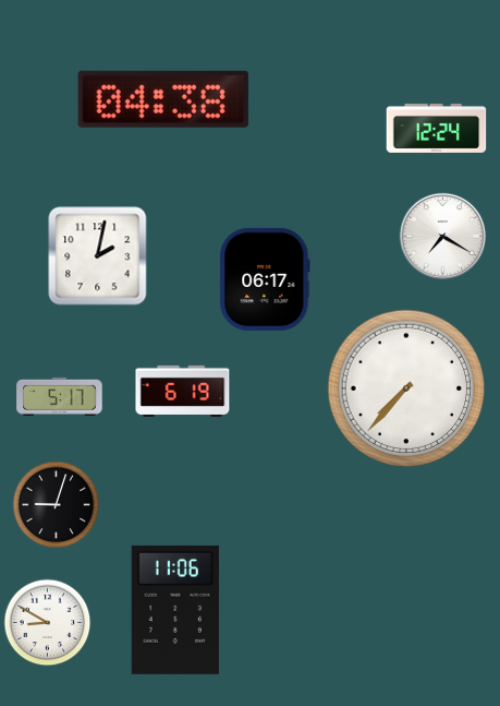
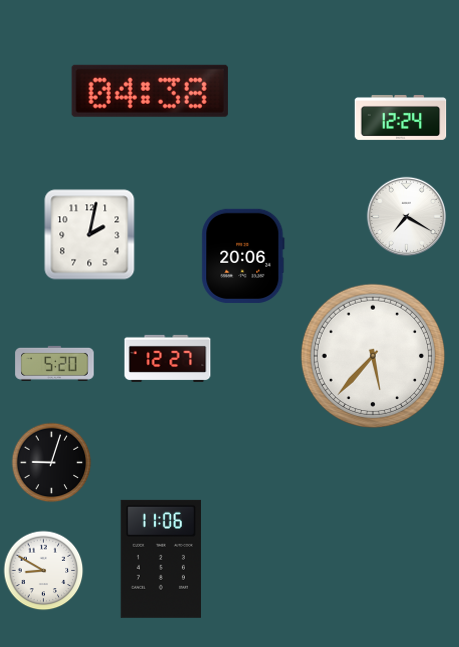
clock at (265, 279): 06:17 -> 20:06
clock at (406, 388): 7:37 -> 5:37
clock at (183, 391): 6:19 -> 12:27
clock at (60, 396): 5:17 -> 5:20
